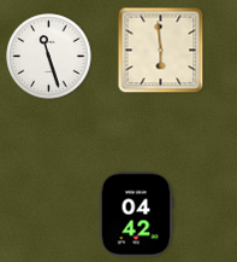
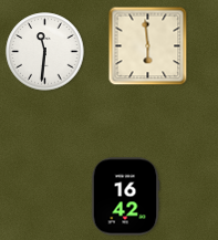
clock at (49, 57): 11:27 -> 11:31
clock at (136, 215): 04:42 -> 16:42
